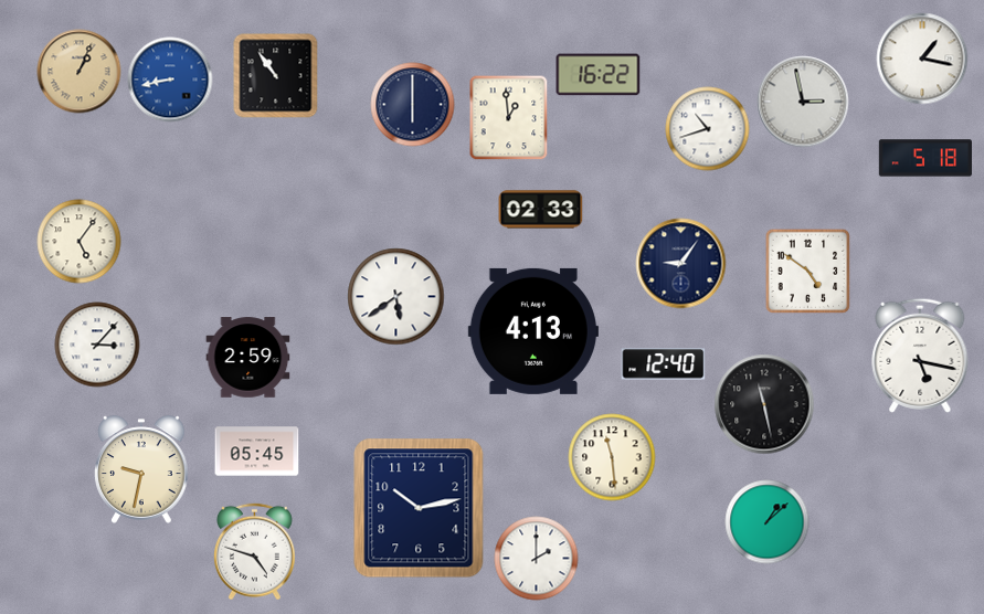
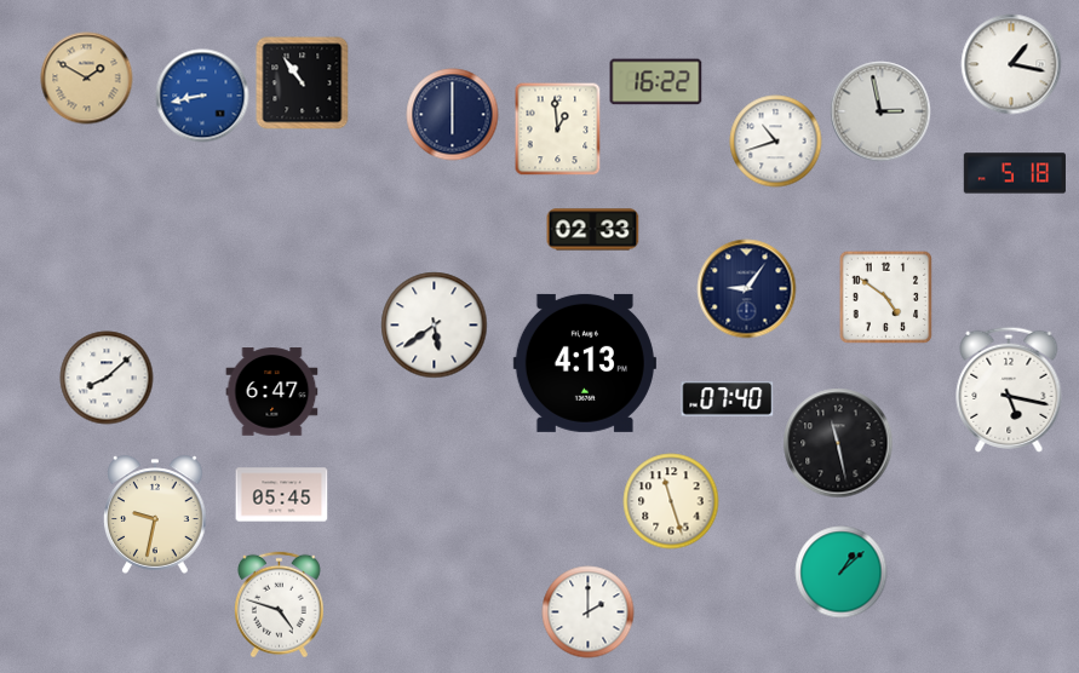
clock at (80, 72): 1:04 -> 1:50
clock at (170, 80) position: (170, 80) -> (202, 96)
clock at (80, 242): 5:06 -> none
clock at (97, 345): 3:07 -> 8:08
clock at (248, 358): 2:59 -> 6:47
clock at (664, 364): 12:40 -> 07:40
clock at (612, 457): 11:29 -> 11:27
clock at (419, 508): 10:13 -> none
